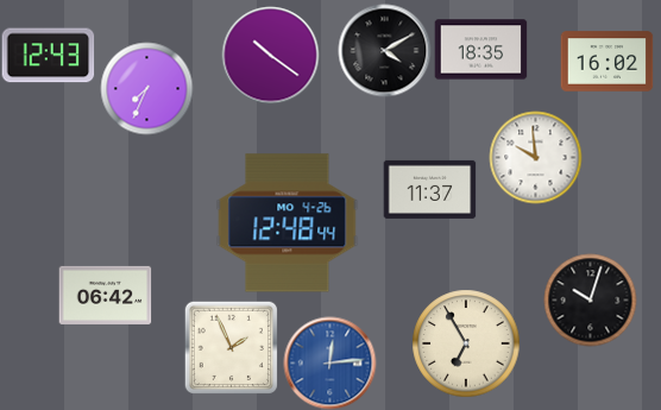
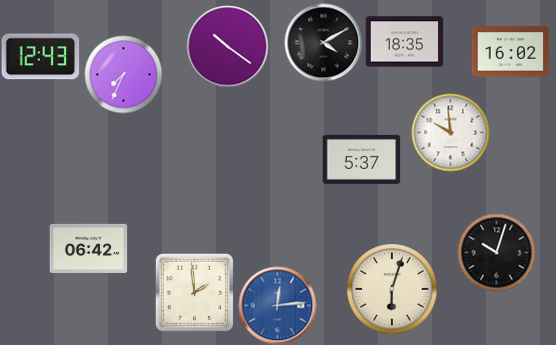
clock at (48, 56) position: (48, 56) -> (40, 57)
clock at (429, 189): 11:37 -> 5:37
clock at (288, 223): 12:48 -> none
clock at (466, 343): 6:55 -> 6:03
clock at (231, 347): 1:56 -> 1:59
